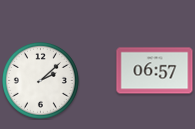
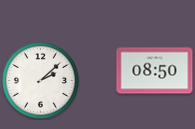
clock at (155, 71): 06:57 -> 08:50
